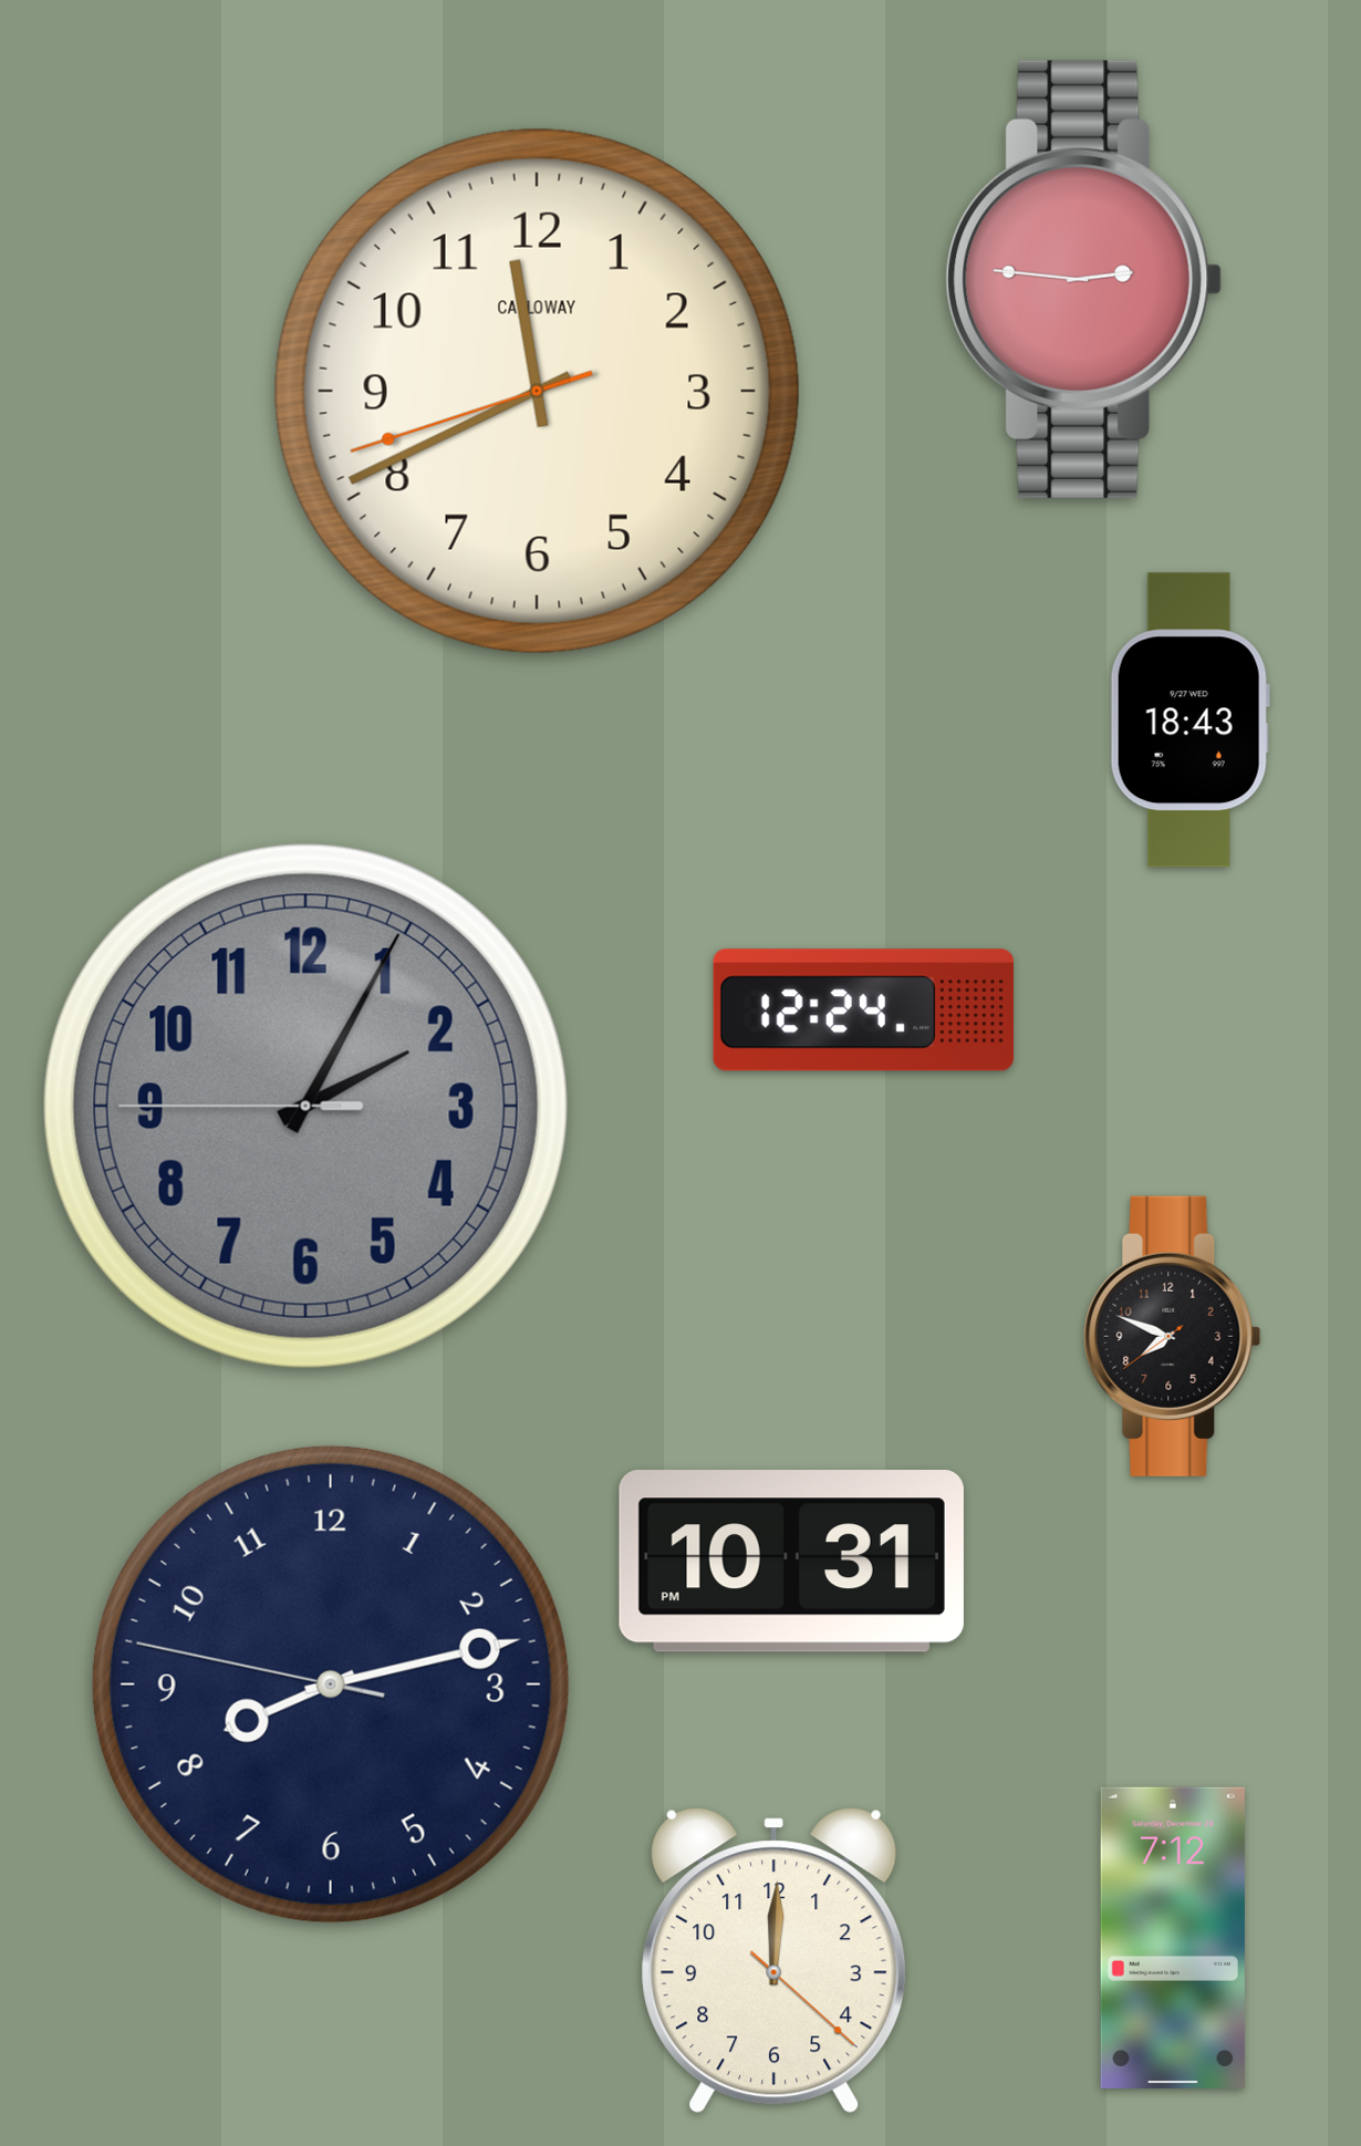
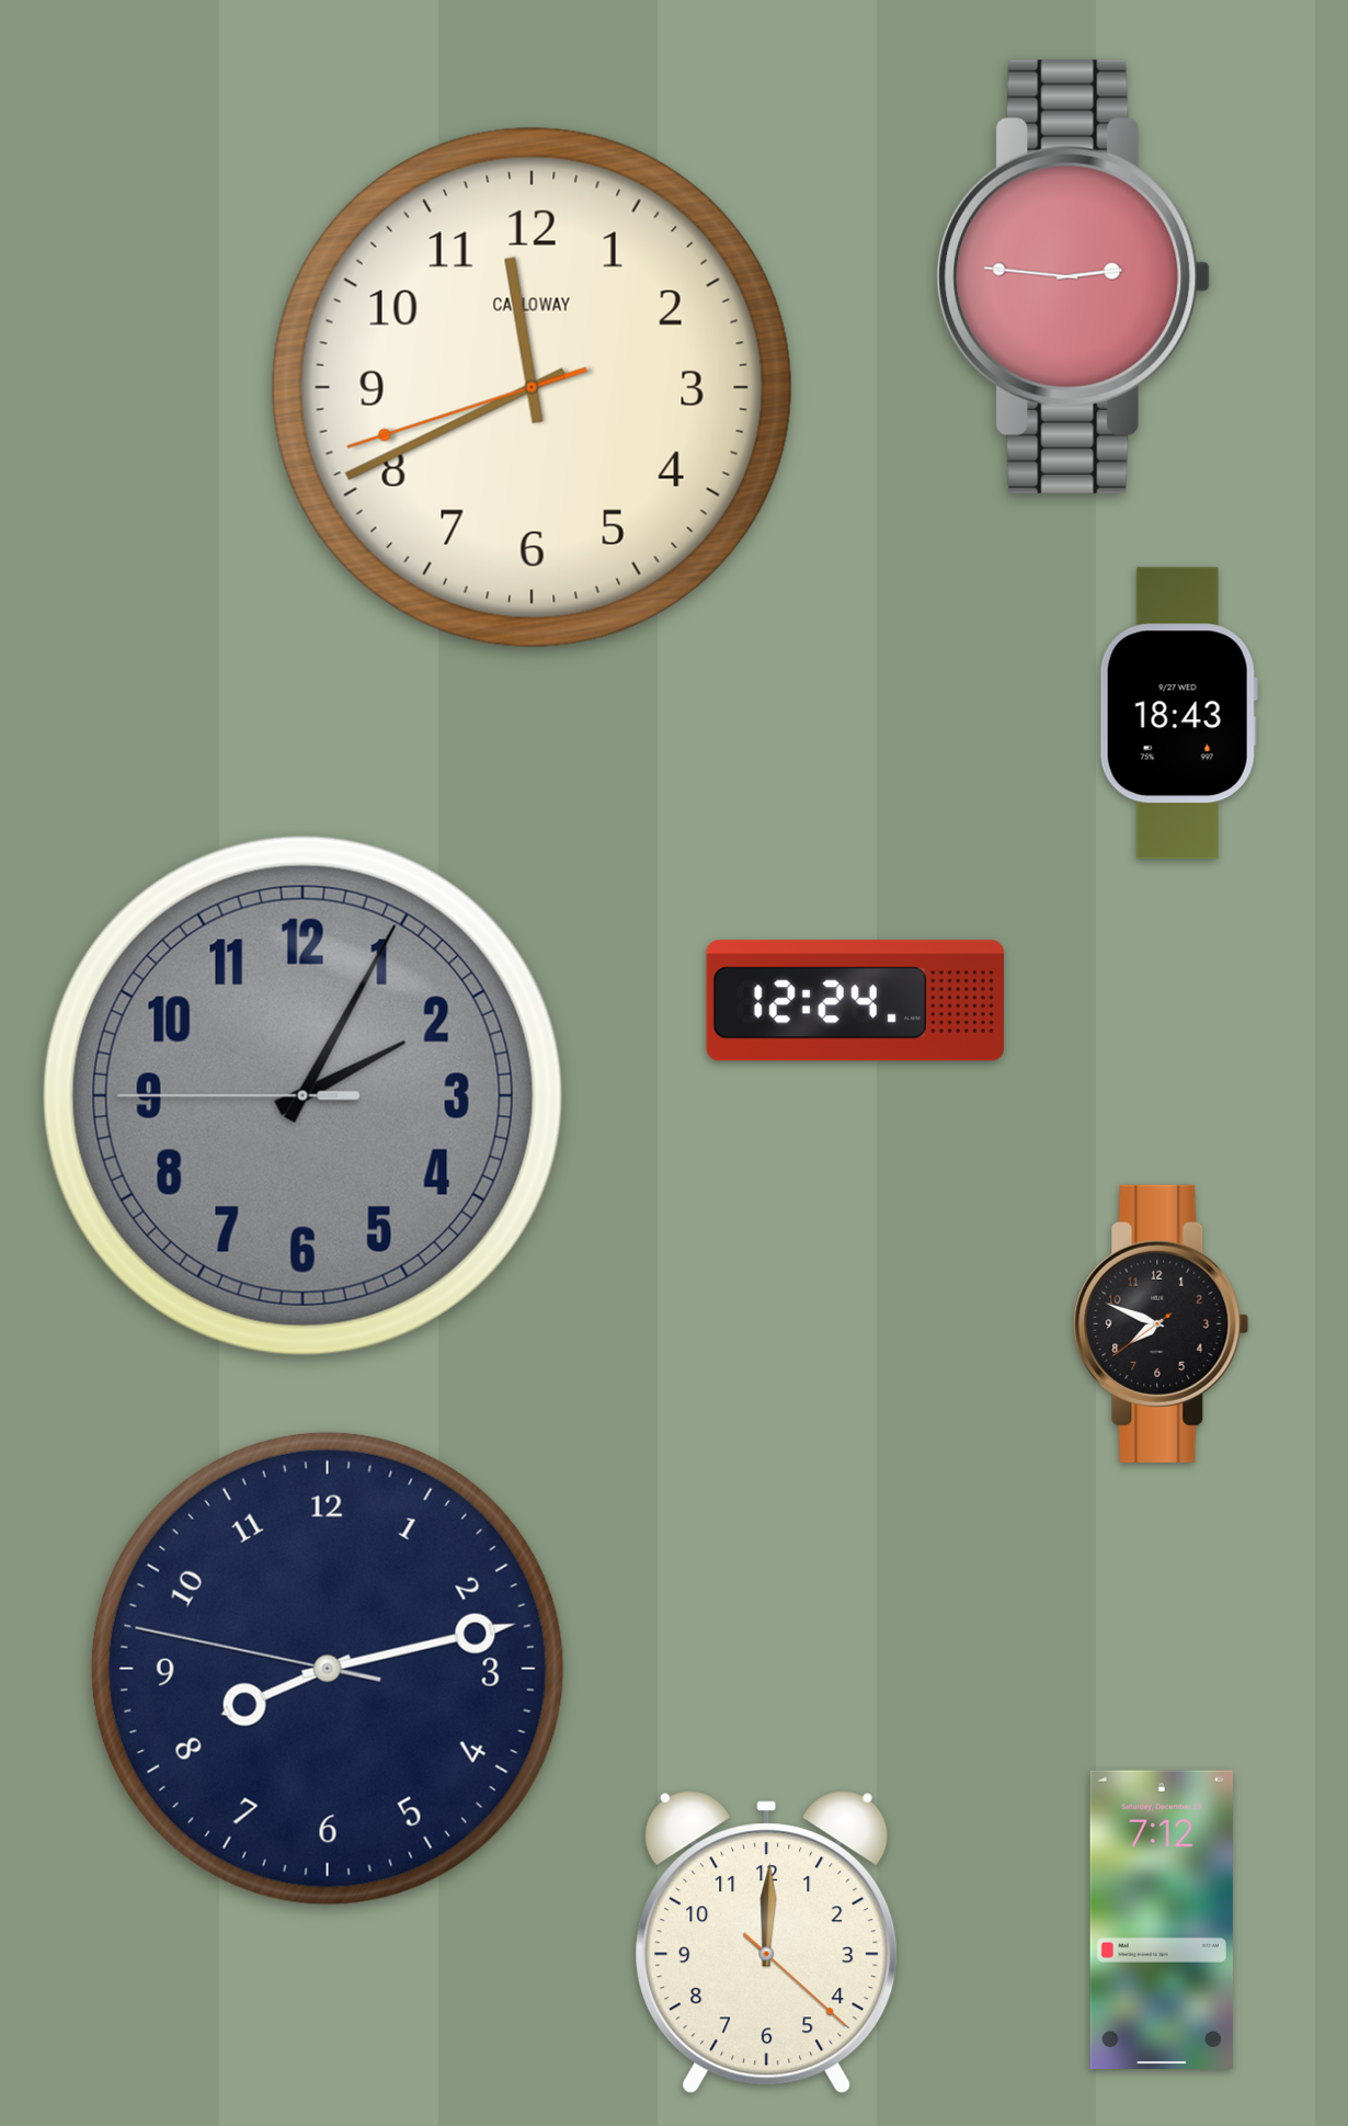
clock at (791, 1562): 10:31 -> none
